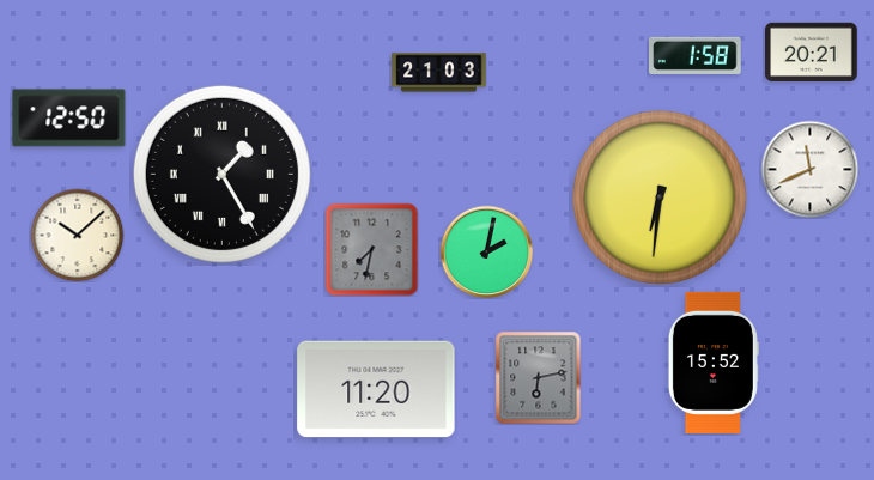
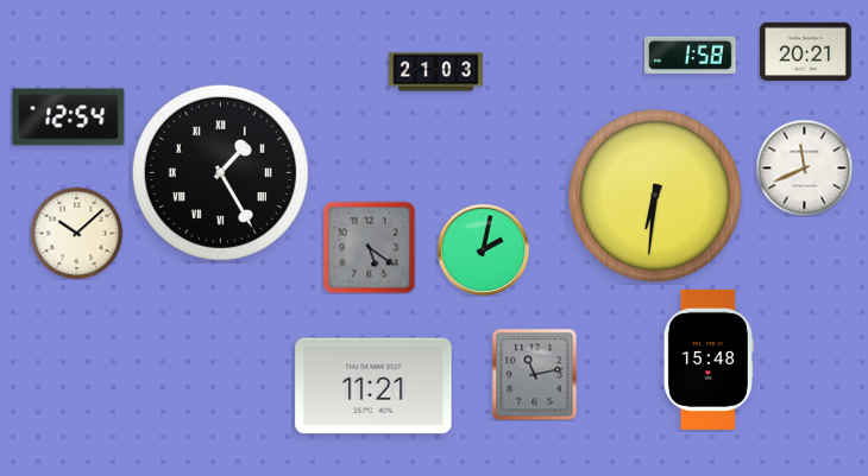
clock at (69, 119): 12:50 -> 12:54
clock at (371, 249): 7:32 -> 5:21
clock at (714, 363): 15:52 -> 15:48
clock at (539, 377): 6:13 -> 11:13
clock at (376, 389): 11:20 -> 11:21
